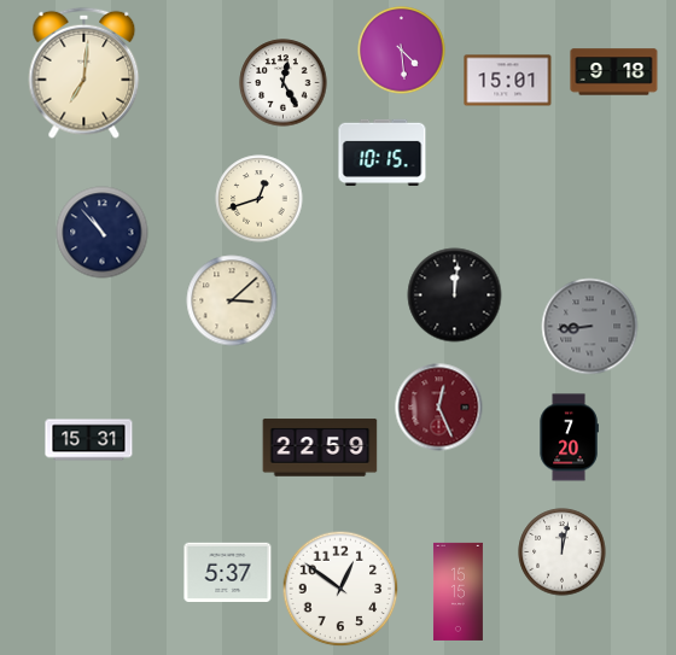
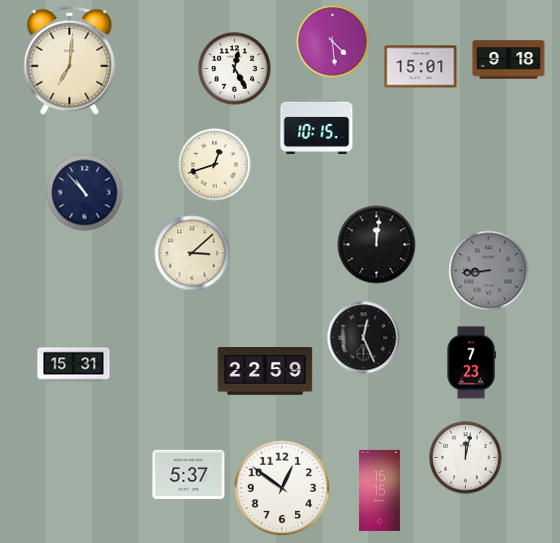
clock at (232, 300) position: (232, 300) -> (192, 253)
clock at (439, 408) dial: burgundy -> black
clock at (569, 438): 7:20 -> 7:23
